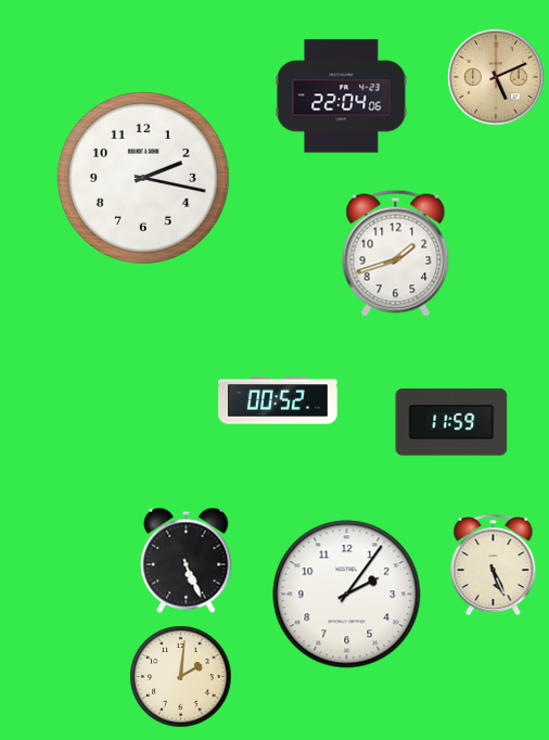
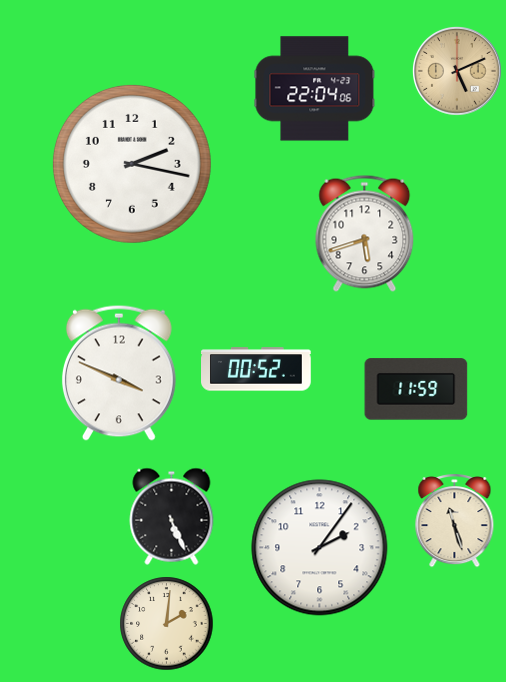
clock at (396, 253): 1:42 -> 5:42
clock at (119, 373): none -> 3:49
clock at (494, 565): 5:26 -> 11:27
